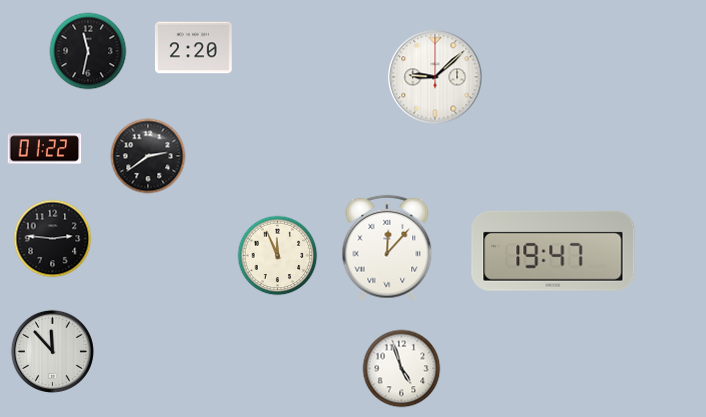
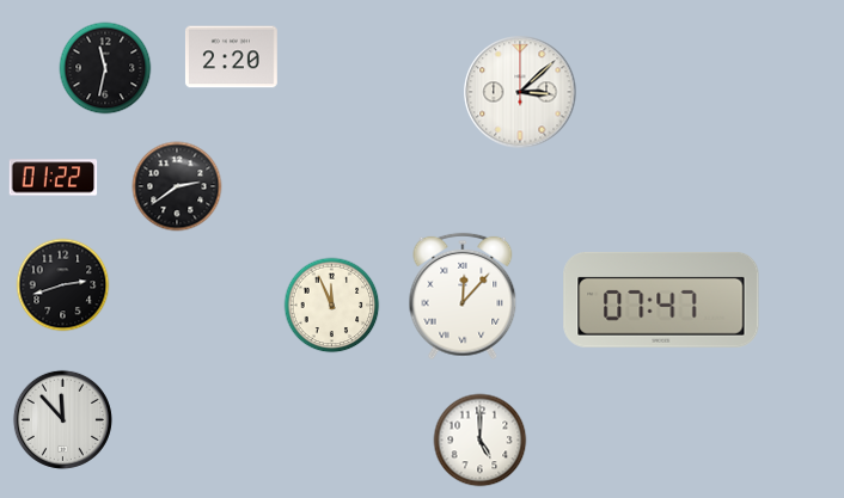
clock at (88, 51) position: (88, 51) -> (105, 68)
clock at (435, 77): 9:08 -> 3:08
clock at (53, 239): 2:46 -> 2:42
clock at (553, 251): 19:47 -> 07:47
clock at (402, 369): 4:57 -> 5:00
